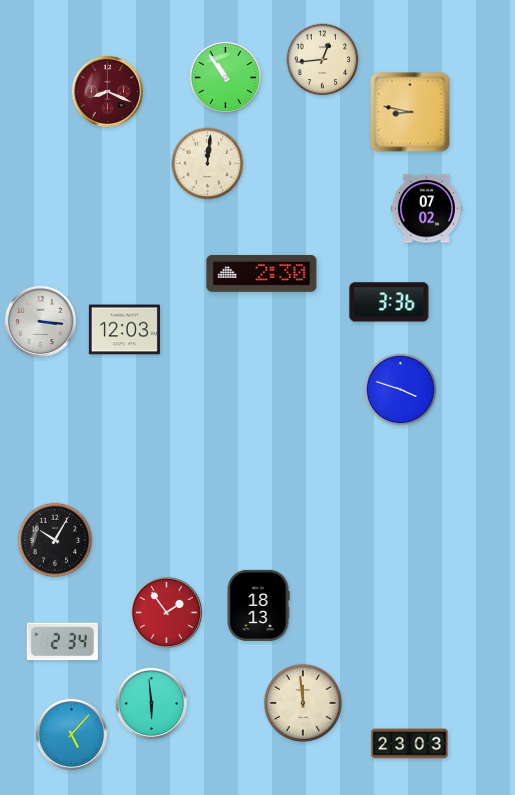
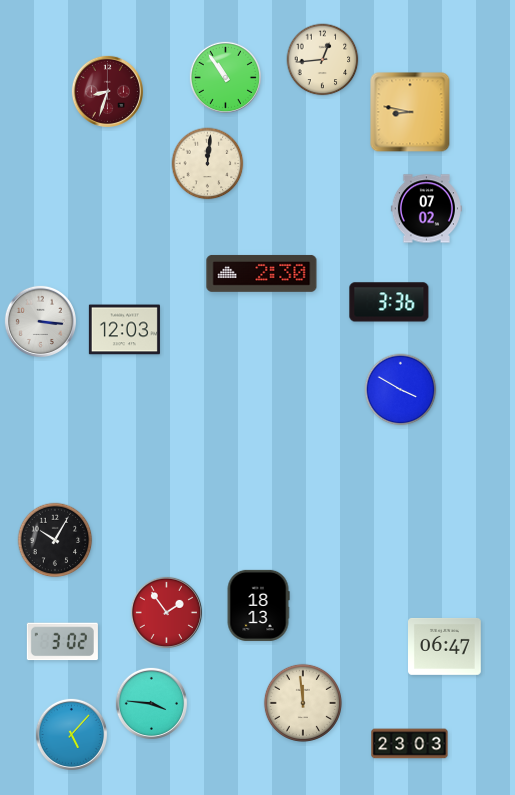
clock at (107, 91): 8:19 -> 8:33
clock at (401, 390): 3:48 -> 3:50
clock at (62, 642): 2:34 -> 3:02
clock at (445, 646): none -> 06:47
clock at (151, 703): 5:59 -> 3:46
